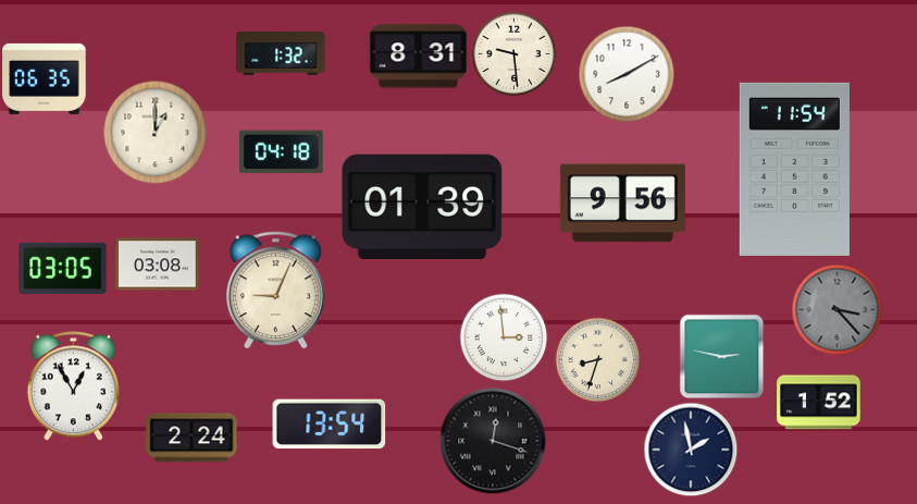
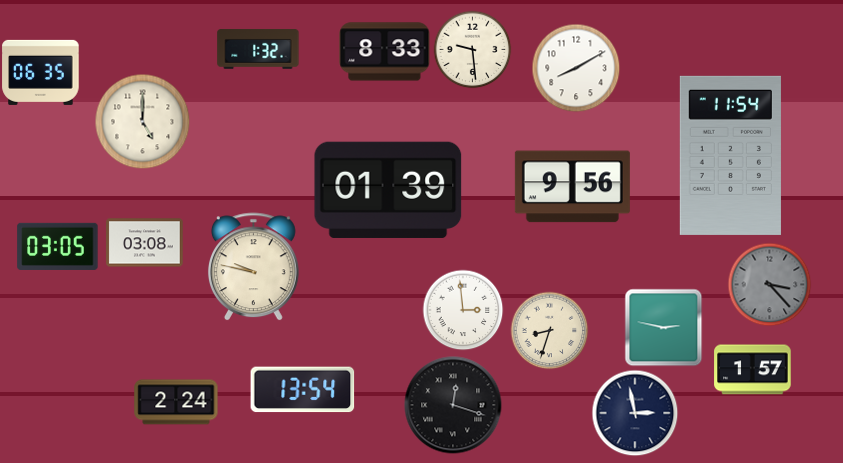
clock at (419, 57): 8:31 -> 8:33
clock at (154, 132): 1:00 -> 5:00
clock at (282, 152): 04:18 -> none
clock at (275, 291): 9:04 -> 9:47
clock at (73, 386): 12:55 -> none
clock at (819, 403): 1:52 -> 1:57
clock at (691, 450): 1:58 -> 2:58
